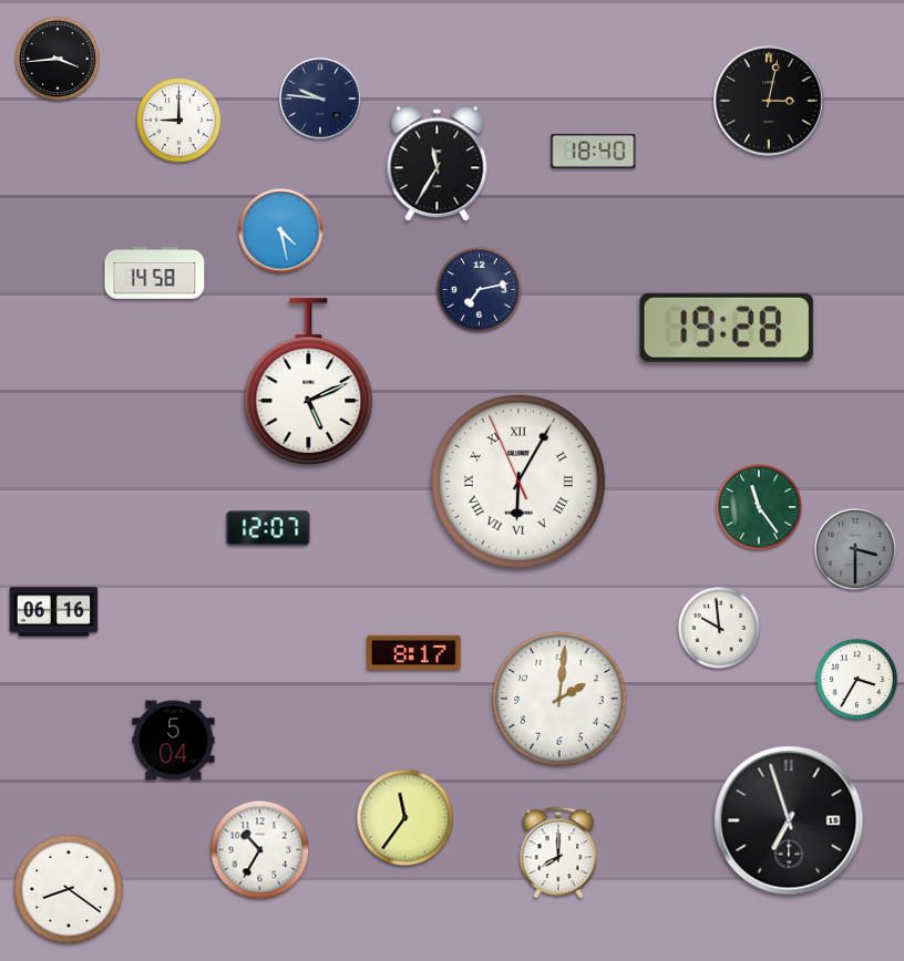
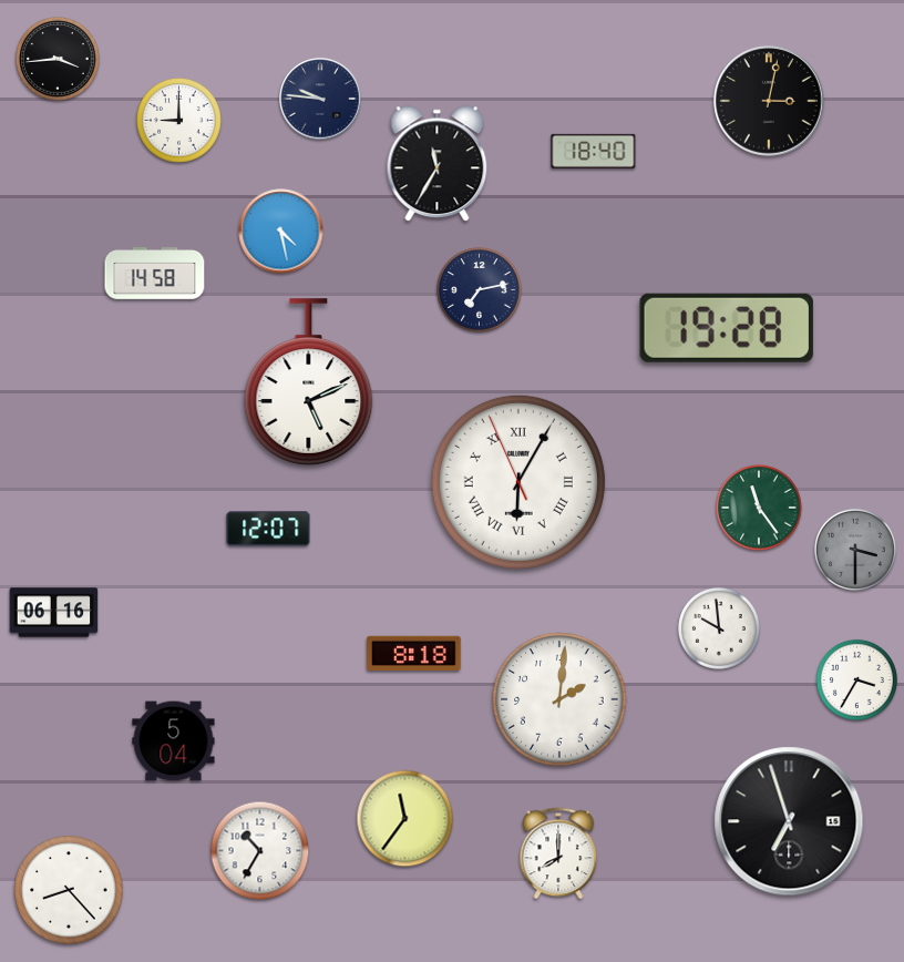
clock at (414, 652): 8:17 -> 8:18
clock at (69, 889): 8:21 -> 8:23
